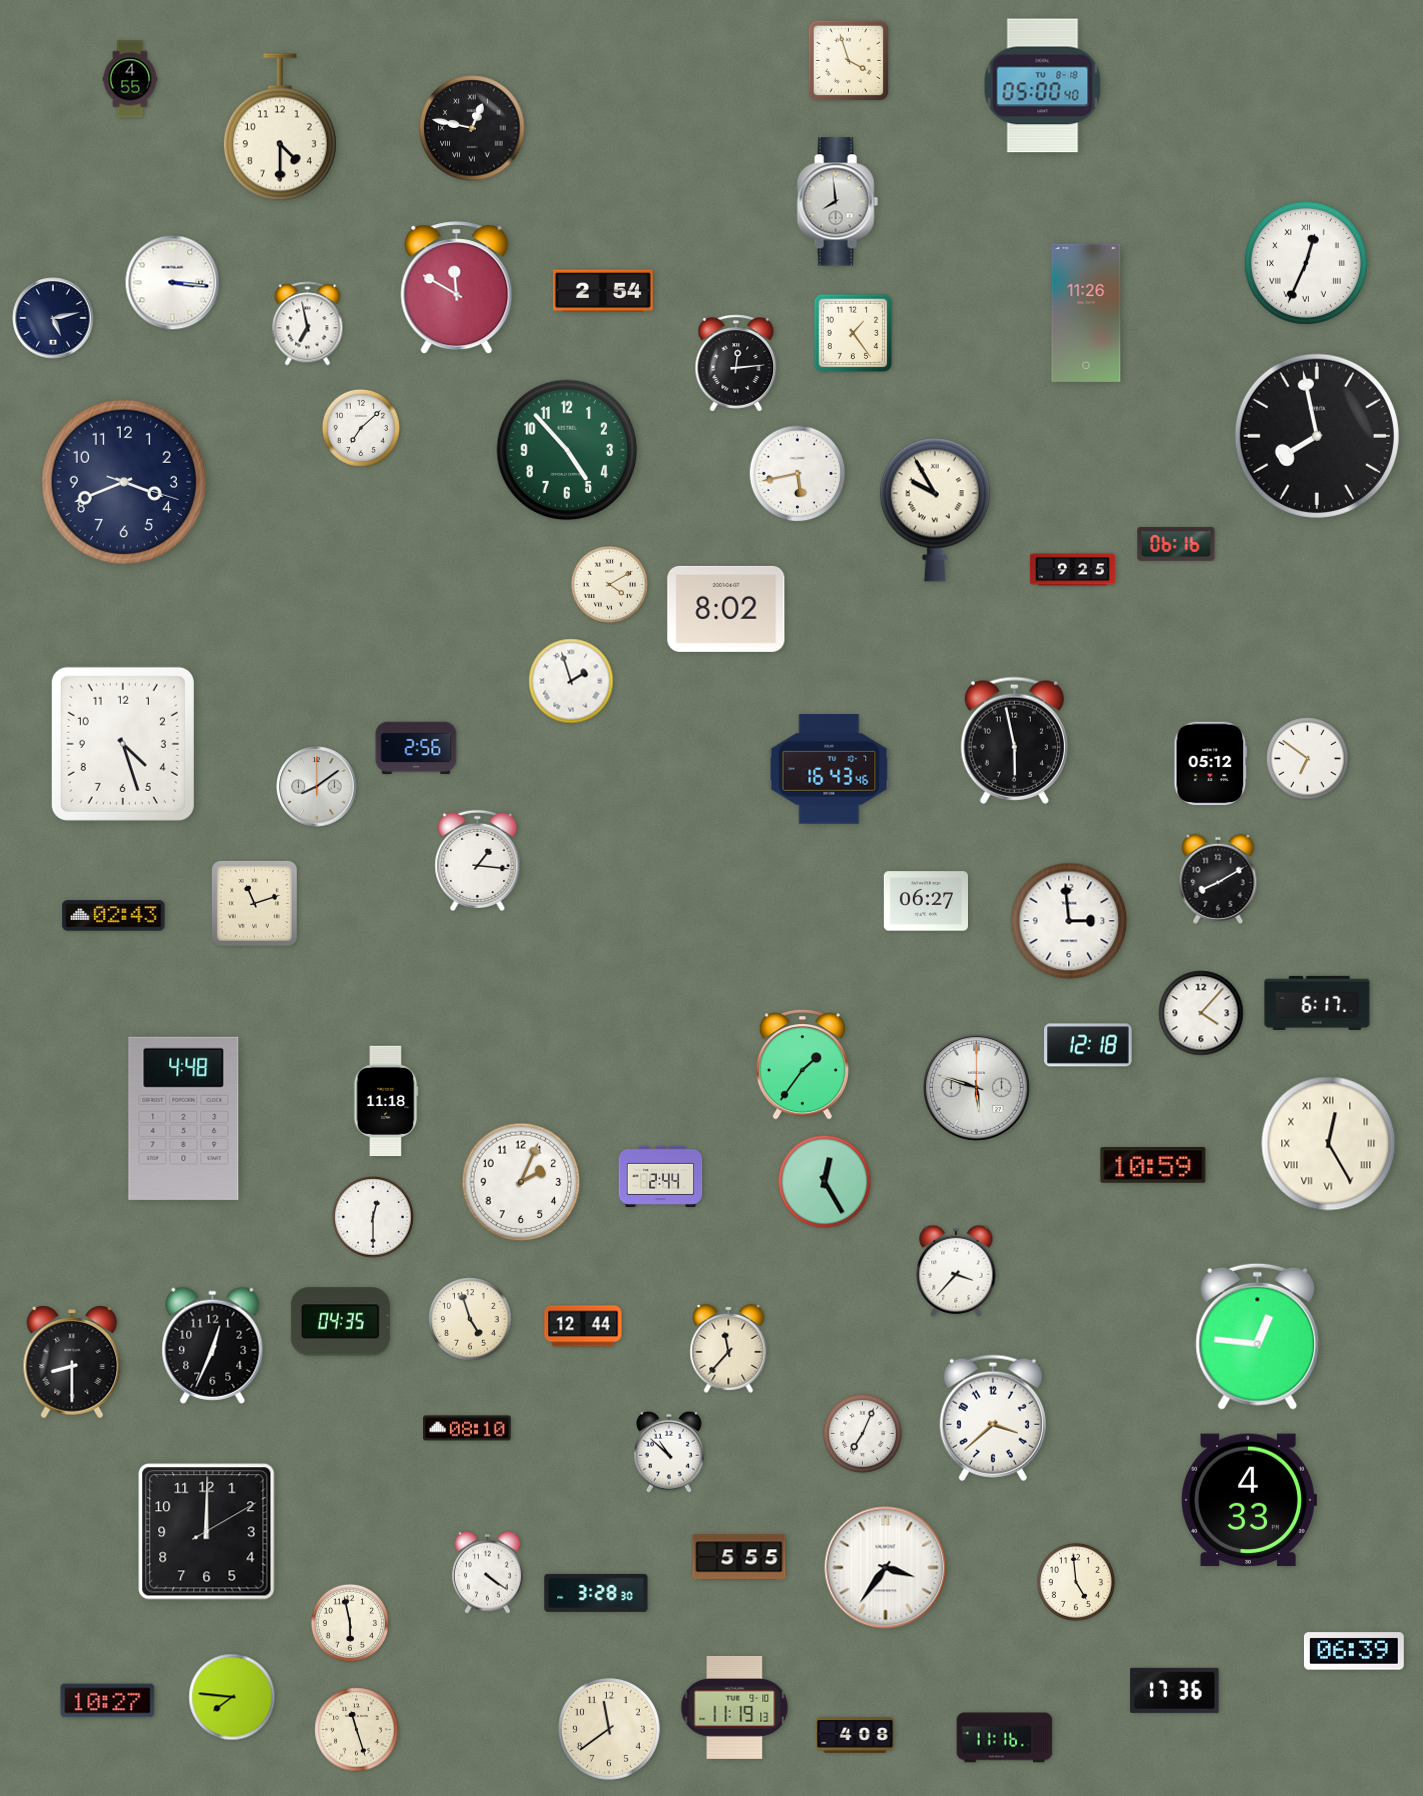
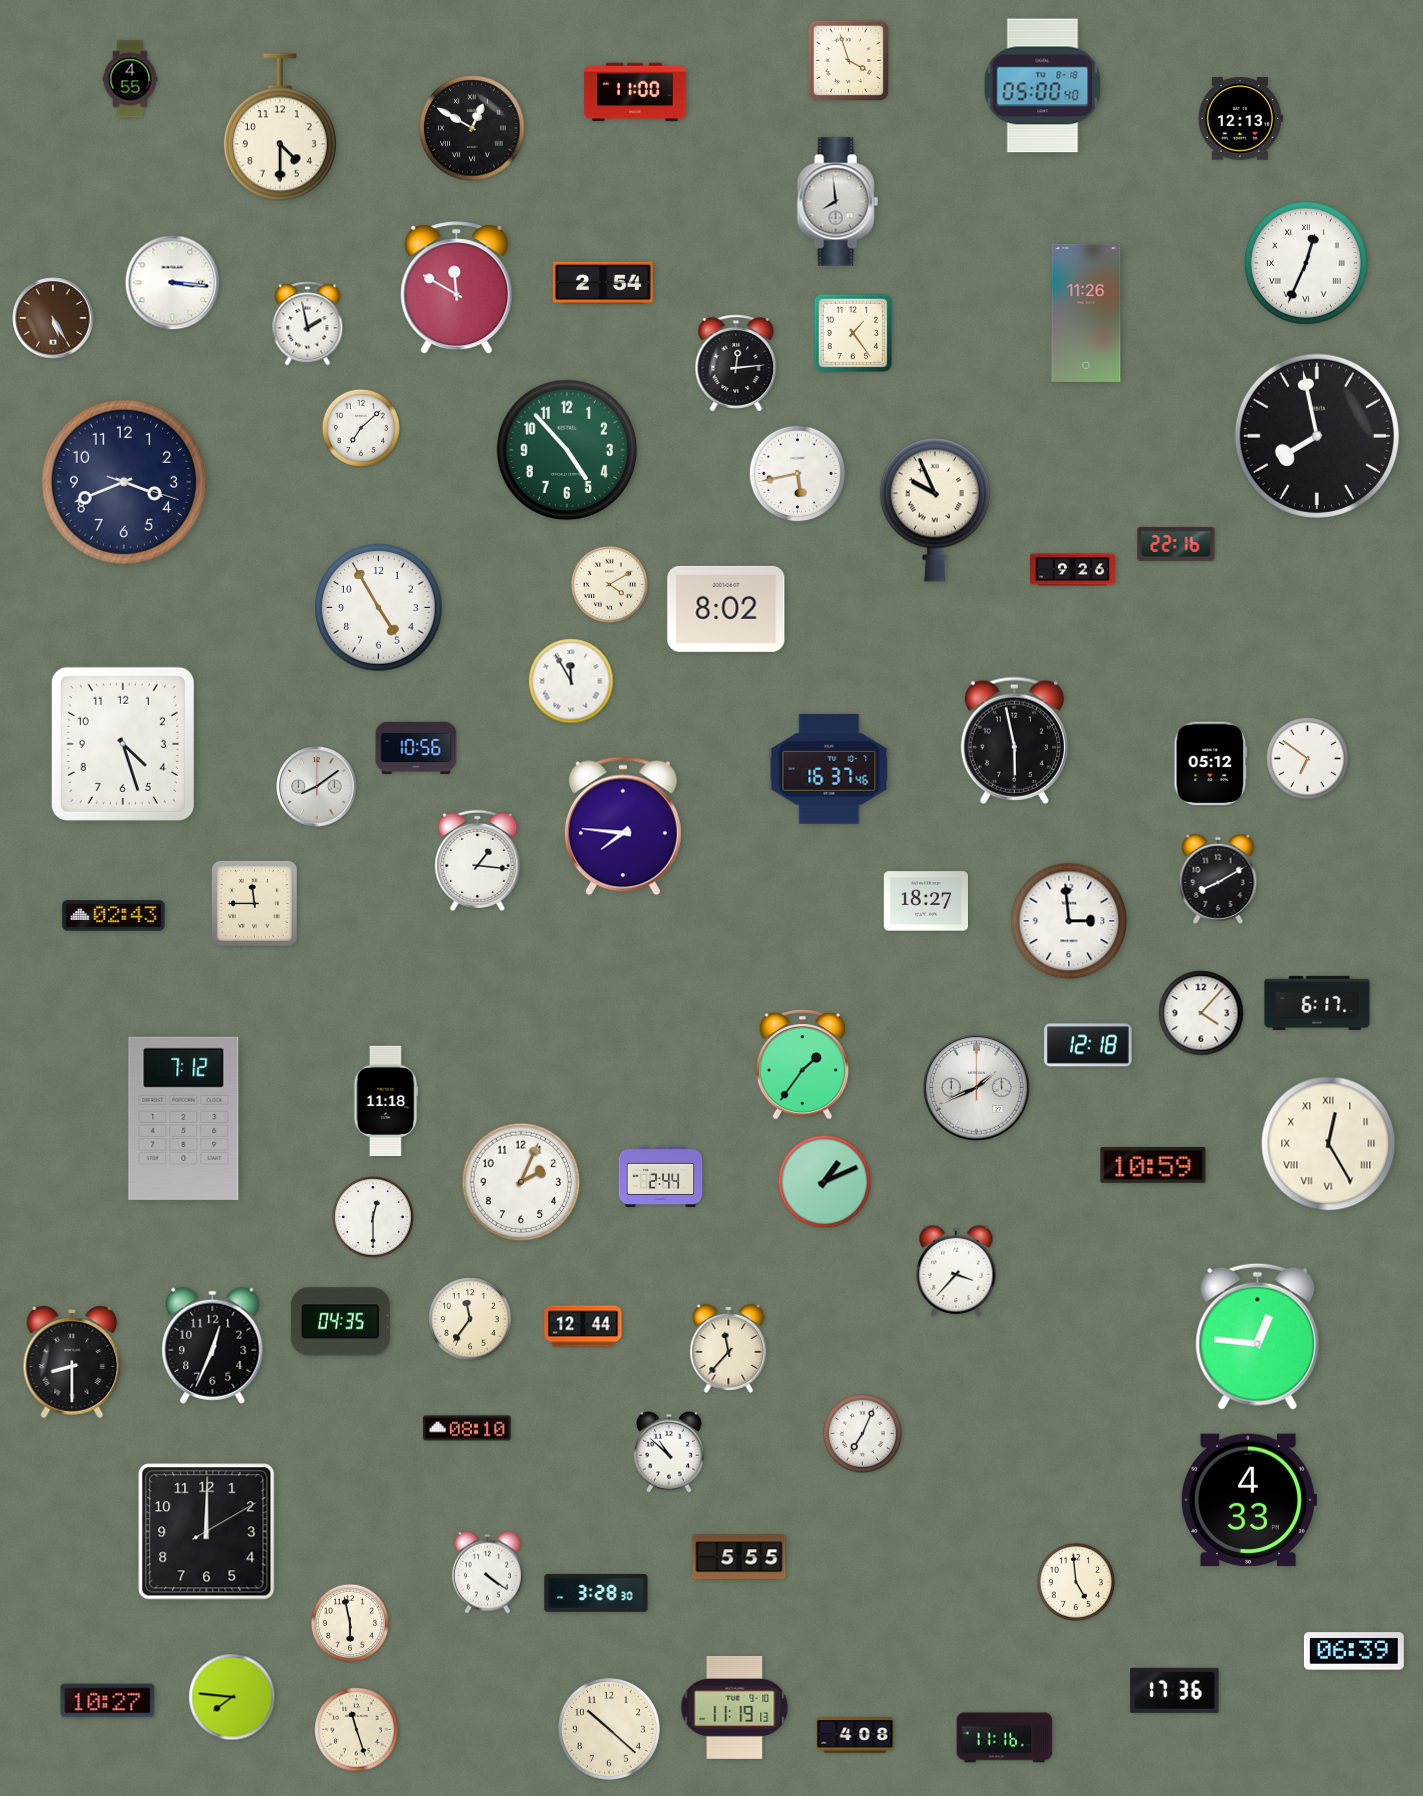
clock at (635, 92): none -> 11:00
clock at (1240, 119): none -> 12:13
clock at (472, 128): 12:47 -> 12:50
clock at (603, 291) position: (603, 291) -> (603, 283)
clock at (53, 318): 5:13 -> 5:25
clock at (53, 318) dial: navy -> brown
clock at (308, 324): 6:58 -> 1:58
clock at (935, 510): 9:55 -> 9:56
clock at (1176, 544): 06:16 -> 22:16
clock at (1072, 570): 9:25 -> 9:26
clock at (379, 608): none -> 4:55
clock at (571, 681): 1:57 -> 11:55
clock at (416, 748): 2:56 -> 10:56
clock at (829, 769): 16:43 -> 16:37
clock at (623, 826): none -> 7:46
clock at (925, 901): 06:27 -> 18:27
clock at (254, 903): 11:12 -> 11:45
clock at (976, 1087): 5:48 -> 1:41
clock at (184, 1118): 4:48 -> 7:12
clock at (825, 1182): 12:25 -> 1:11
clock at (470, 1319): 4:57 -> 11:36
clock at (993, 1418): 3:38 -> none
clock at (886, 1568): 3:36 -> none
clock at (609, 1729): 11:39 -> 10:22
